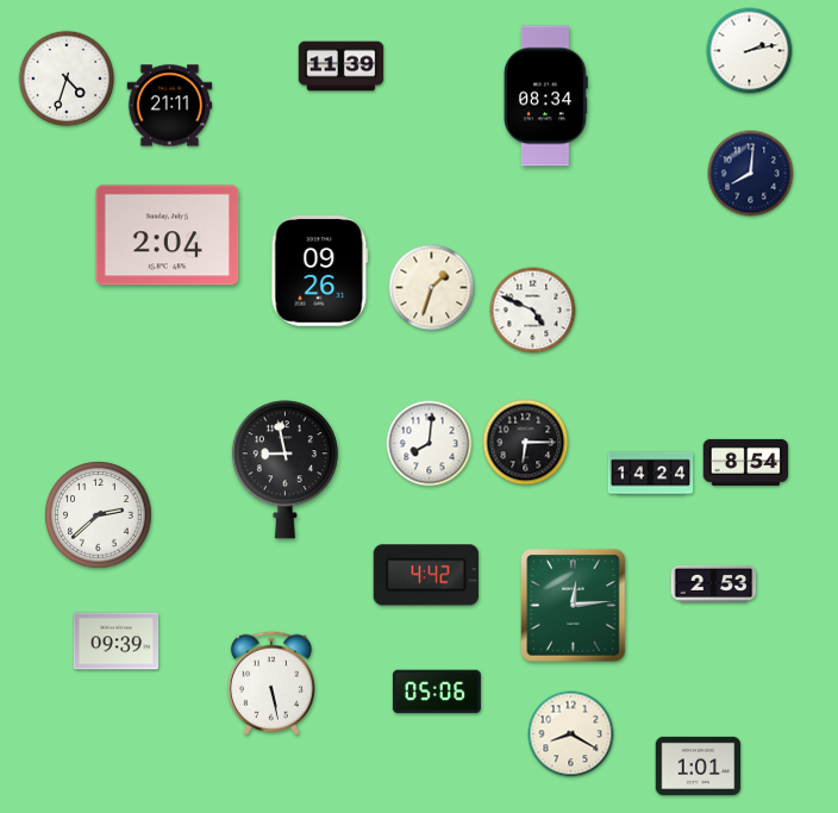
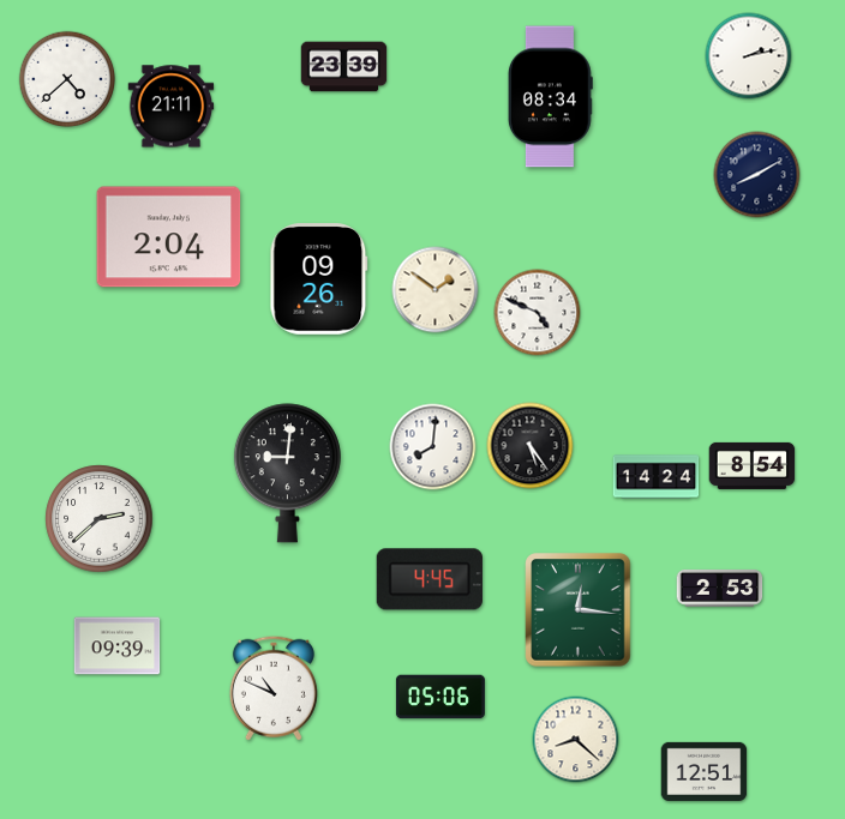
clock at (750, 51) position: (750, 51) -> (749, 56)
clock at (342, 67): 11:39 -> 23:39
clock at (67, 79): 4:33 -> 4:38
clock at (751, 174): 8:01 -> 8:10
clock at (320, 271) position: (320, 271) -> (319, 279)
clock at (432, 288): 1:33 -> 1:51
clock at (526, 443): 6:15 -> 5:24
clock at (284, 470): 8:58 -> 9:01
clock at (426, 575): 4:42 -> 4:45
clock at (574, 606): 12:14 -> 12:16
clock at (271, 683): 5:28 -> 10:49
clock at (571, 734): 8:20 -> 8:22
clock at (699, 765): 1:01 -> 12:51
